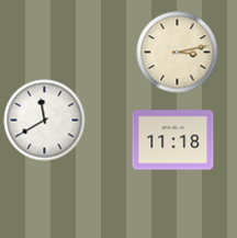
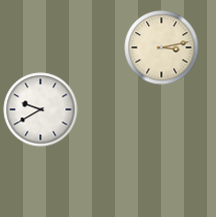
clock at (45, 121): 11:40 -> 9:40
clock at (173, 140): 11:18 -> none
